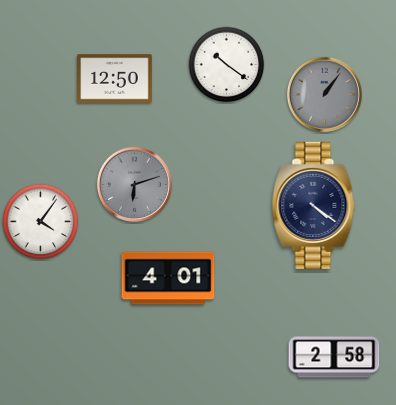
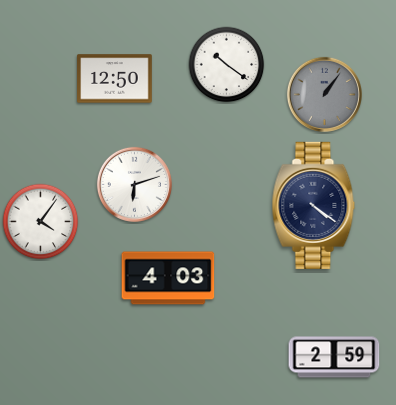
clock at (134, 184) dial: grey -> white
clock at (168, 278): 4:01 -> 4:03
clock at (334, 357): 2:58 -> 2:59
